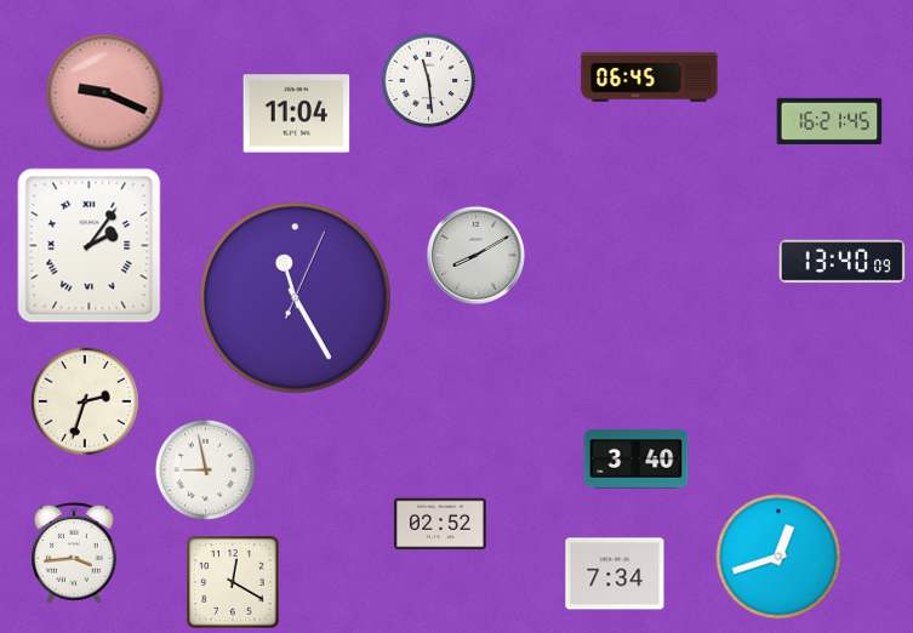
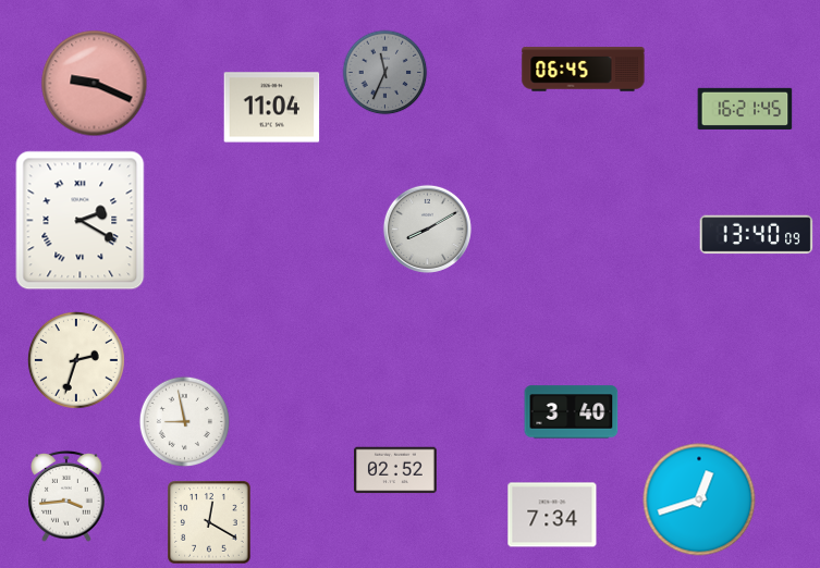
clock at (429, 81): 11:29 -> 11:34
clock at (429, 81) dial: white -> grey
clock at (297, 114) position: (297, 114) -> (272, 108)
clock at (90, 246): 2:06 -> 2:20
clock at (295, 297): 11:25 -> none
